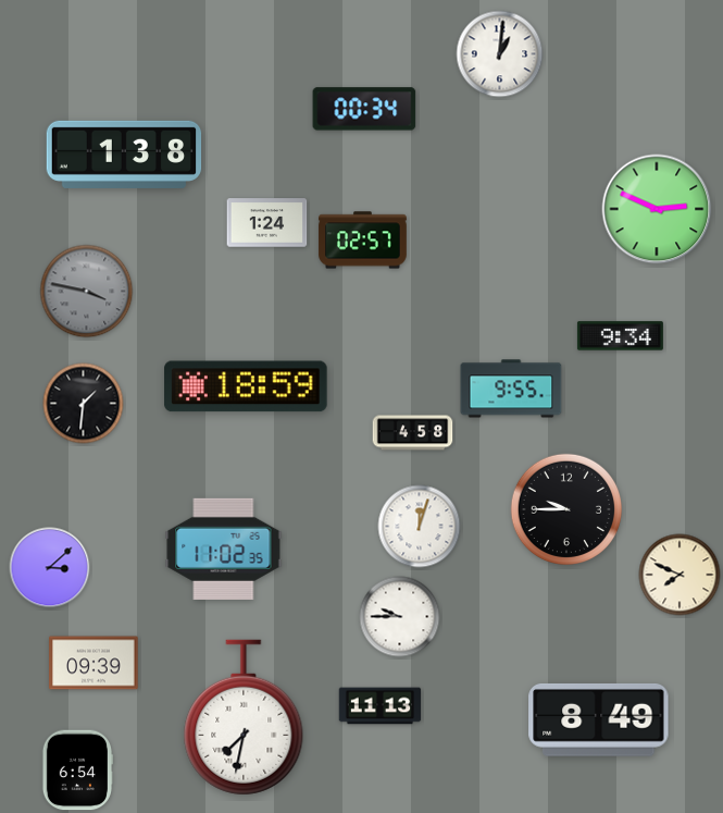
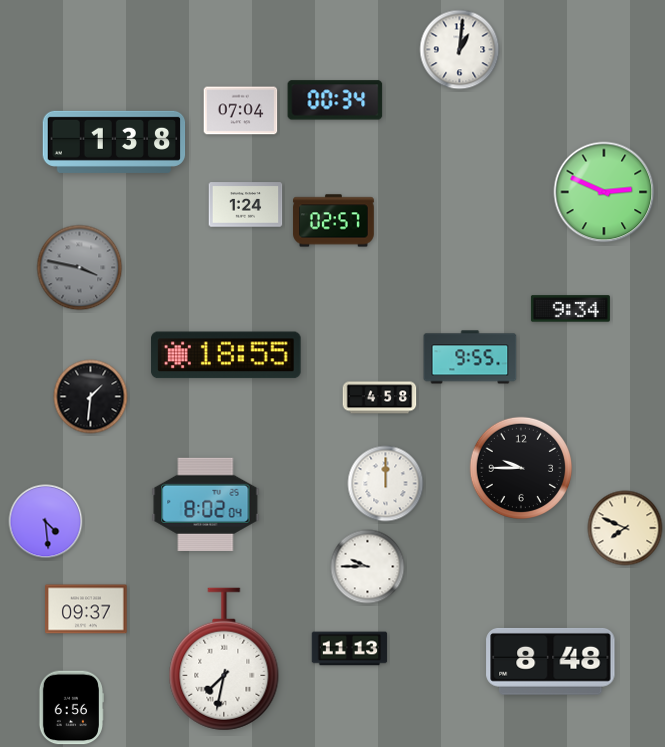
clock at (241, 111): none -> 07:04
clock at (246, 386): 18:59 -> 18:55
clock at (84, 404) position: (84, 404) -> (91, 397)
clock at (420, 527): 12:03 -> 12:00
clock at (224, 549): 11:02 -> 8:02
clock at (50, 568): 3:08 -> 4:29
clock at (94, 663): 09:39 -> 09:37
clock at (599, 719): 8:49 -> 8:48
clock at (77, 771): 6:54 -> 6:56
